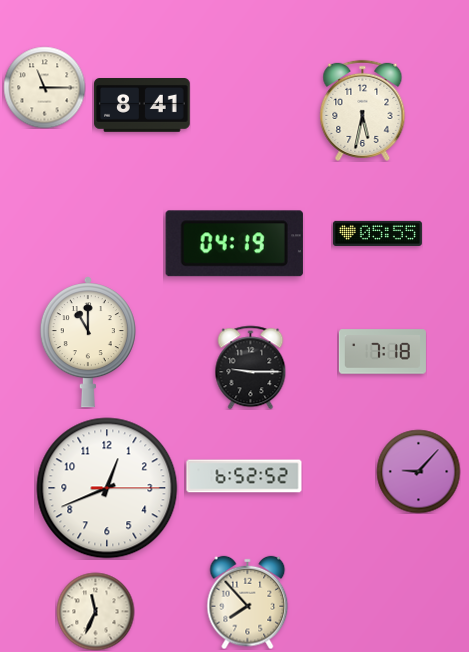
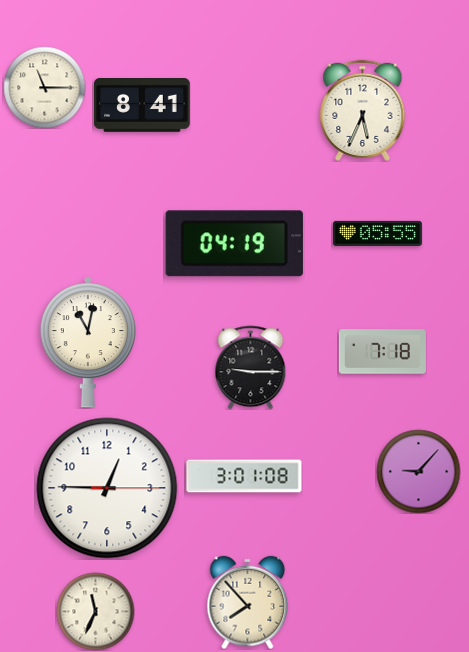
clock at (363, 110): 5:32 -> 5:34
clock at (88, 342): 11:00 -> 11:02
clock at (244, 476): 6:52 -> 3:01
clock at (107, 488): 12:41 -> 12:45
